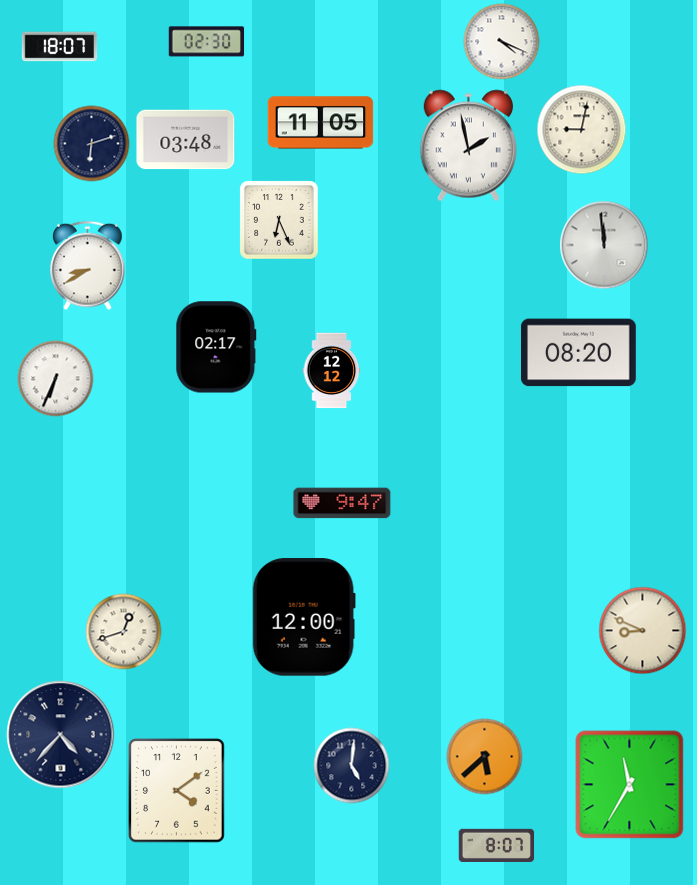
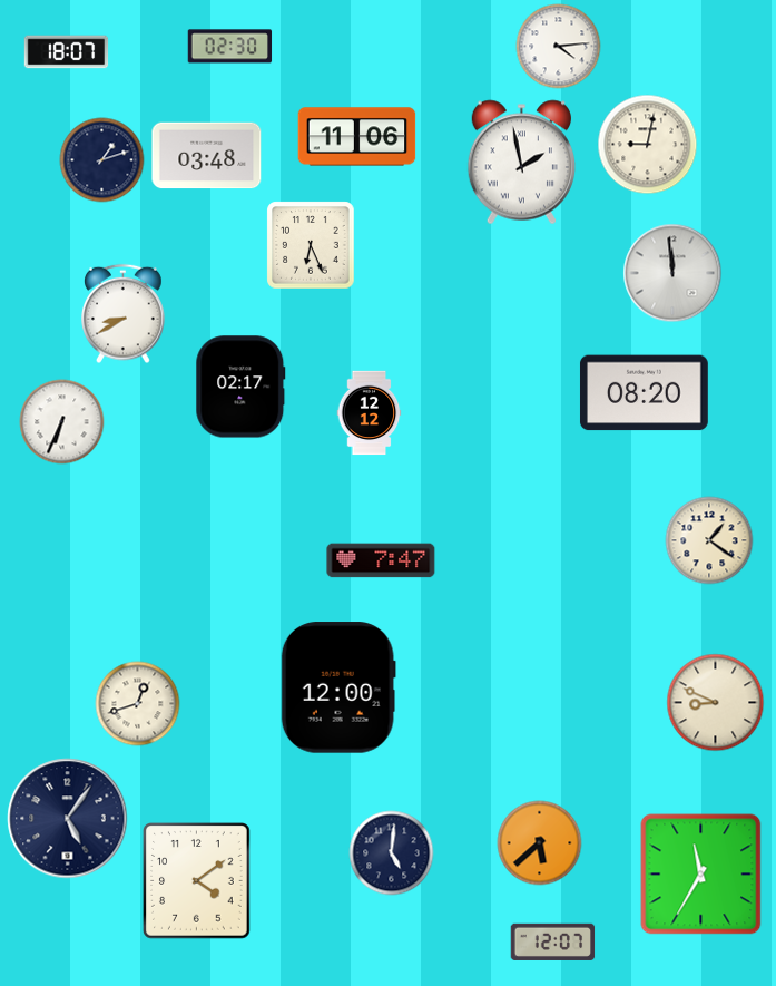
clock at (502, 42): 4:19 -> 4:14
clock at (321, 123): 11:05 -> 11:06
clock at (92, 144): 6:12 -> 1:12
clock at (88, 266) position: (88, 266) -> (124, 314)
clock at (709, 540): none -> 1:21
clock at (342, 503): 9:47 -> 7:47
clock at (61, 735): 4:37 -> 5:06
clock at (497, 845): 8:07 -> 12:07
